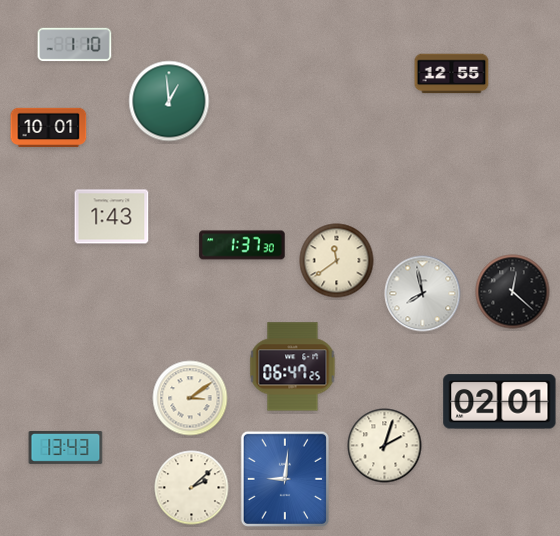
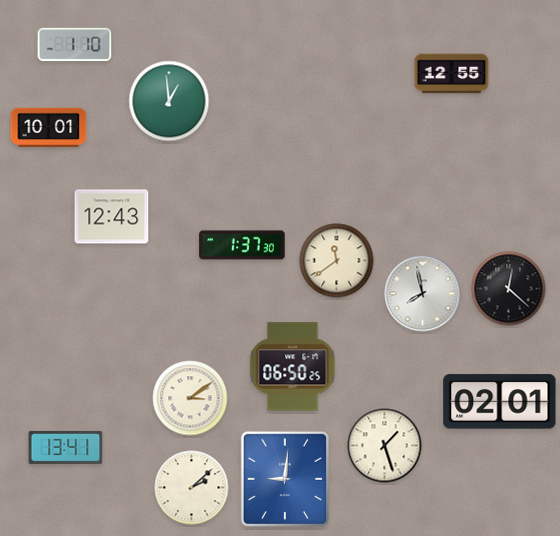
clock at (112, 217): 1:43 -> 12:43
clock at (513, 292) position: (513, 292) -> (509, 289)
clock at (293, 367): 06:47 -> 06:50
clock at (385, 446): 2:03 -> 1:27
clock at (66, 447): 13:43 -> 13:41
